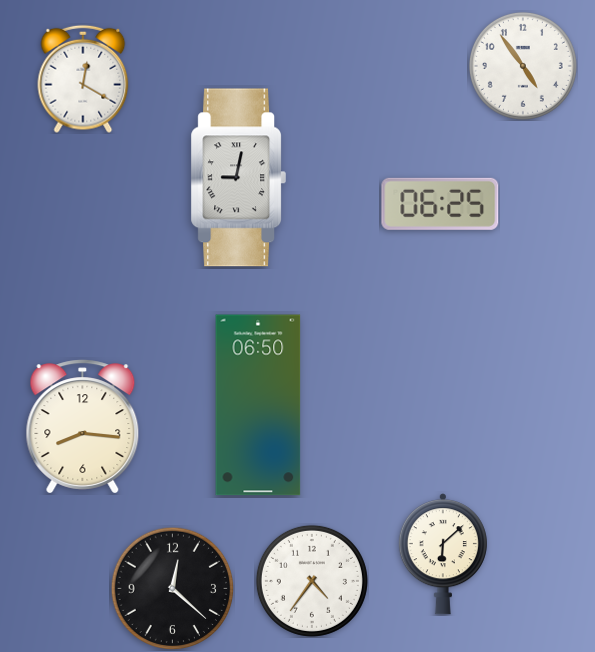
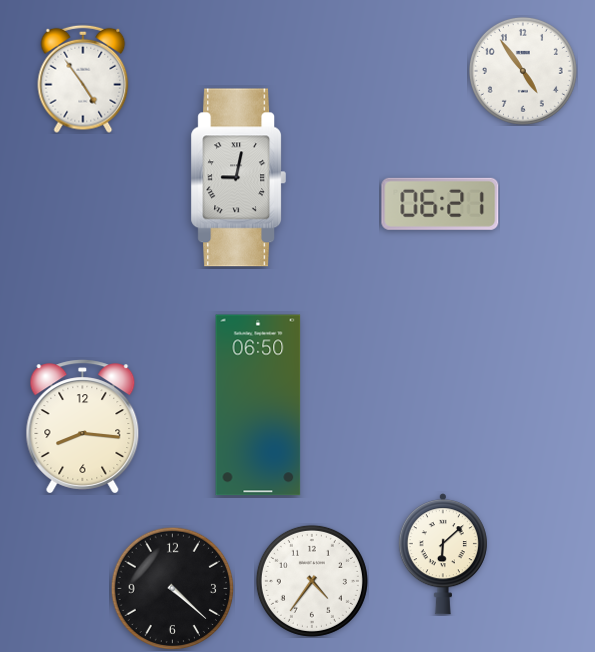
clock at (523, 66) position: (523, 66) -> (523, 71)
clock at (83, 79): 12:20 -> 4:54
clock at (440, 204): 06:25 -> 06:21
clock at (172, 588): 12:22 -> 4:22
